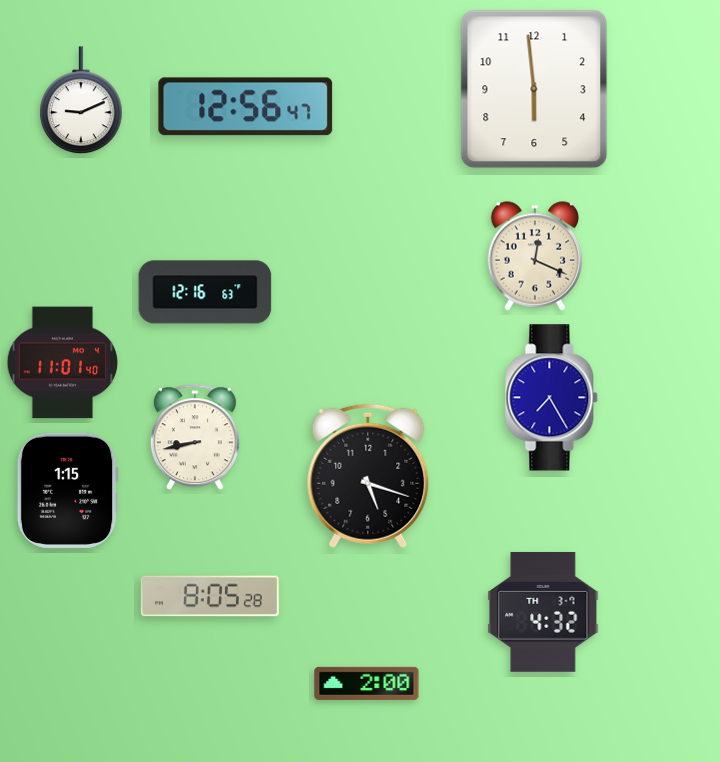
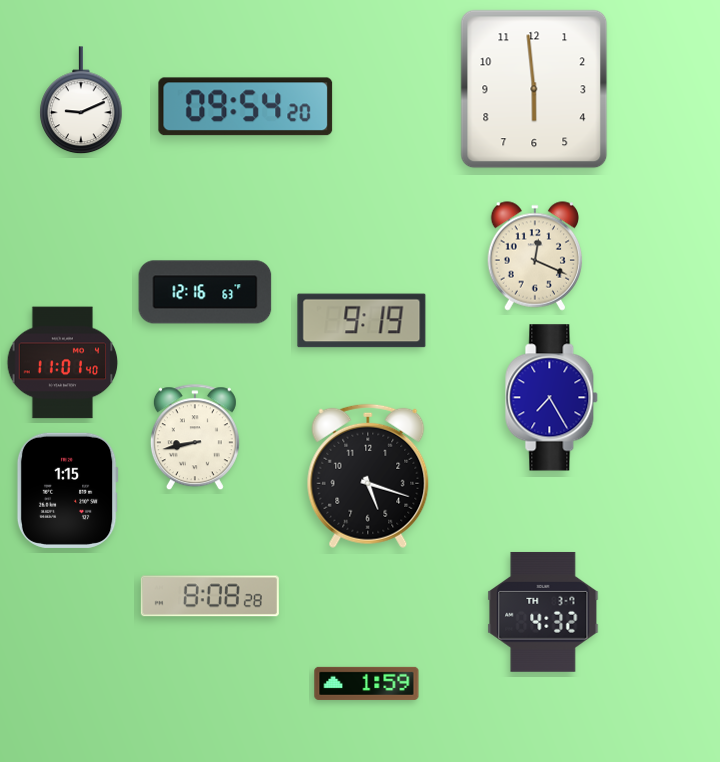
clock at (246, 107): 12:56 -> 09:54
clock at (362, 321): none -> 9:19
clock at (210, 596): 8:05 -> 8:08
clock at (367, 683): 2:00 -> 1:59
